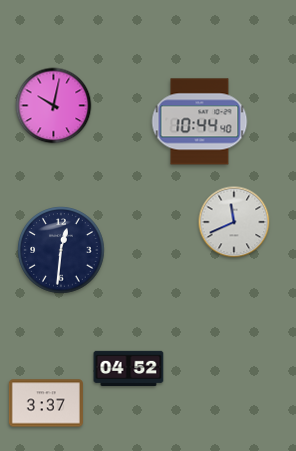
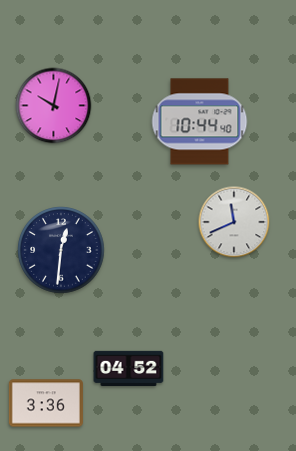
clock at (46, 403): 3:37 -> 3:36
